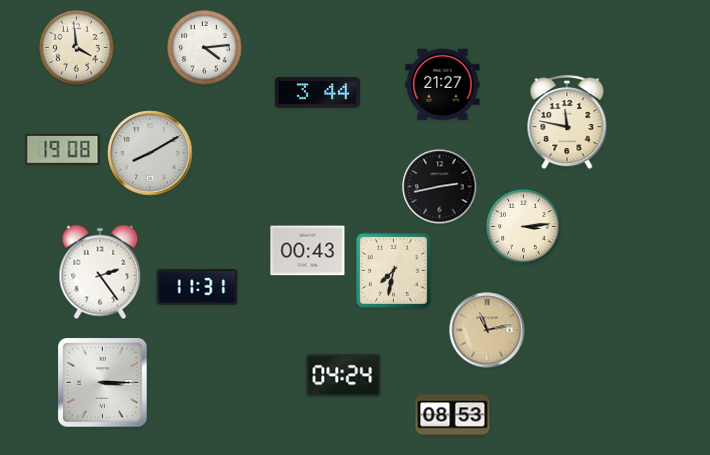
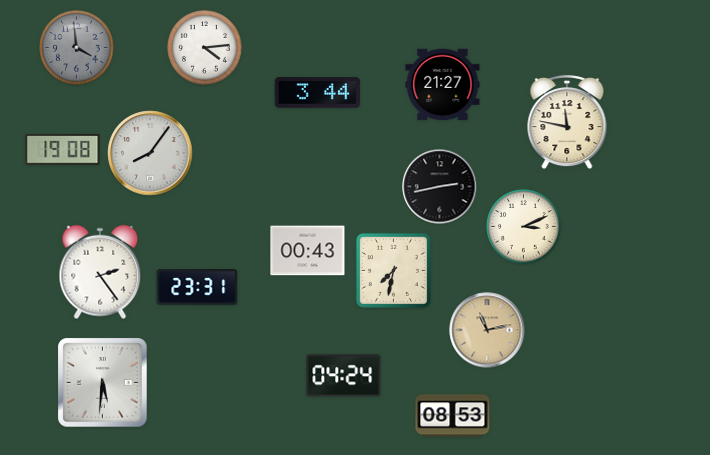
clock at (77, 48) dial: cream -> grey
clock at (150, 153): 8:10 -> 8:06
clock at (524, 227): 3:14 -> 3:11
clock at (197, 287): 11:31 -> 23:31
clock at (103, 383): 3:15 -> 5:31
